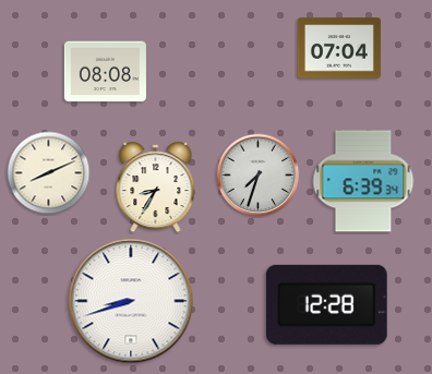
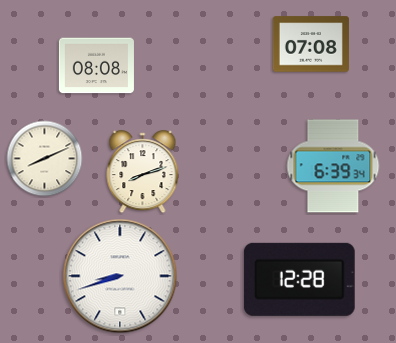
clock at (339, 48): 07:04 -> 07:08
clock at (259, 176): 7:33 -> none
clock at (156, 188): 8:35 -> 8:12
